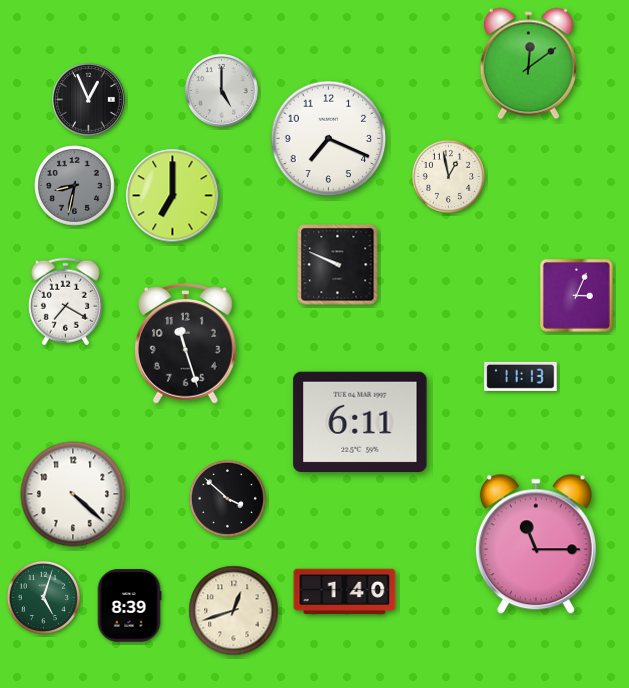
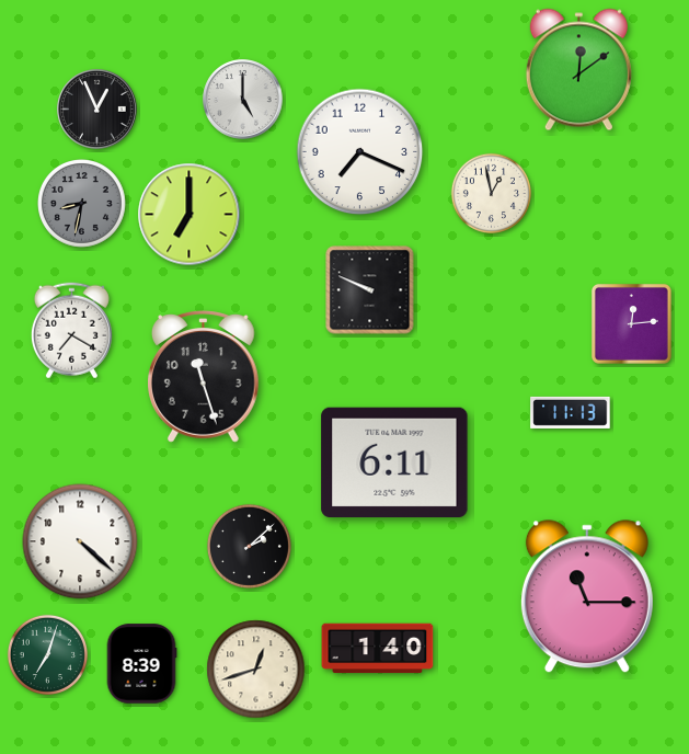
clock at (576, 295): 3:04 -> 12:14
clock at (227, 498): 3:52 -> 2:08
clock at (43, 597): 5:03 -> 7:03
